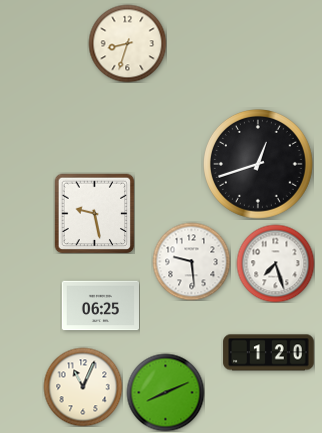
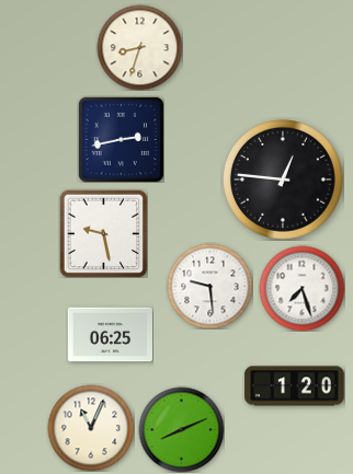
clock at (121, 139): none -> 2:43
clock at (259, 165): 12:42 -> 12:46
clock at (83, 387) position: (83, 387) -> (91, 428)
